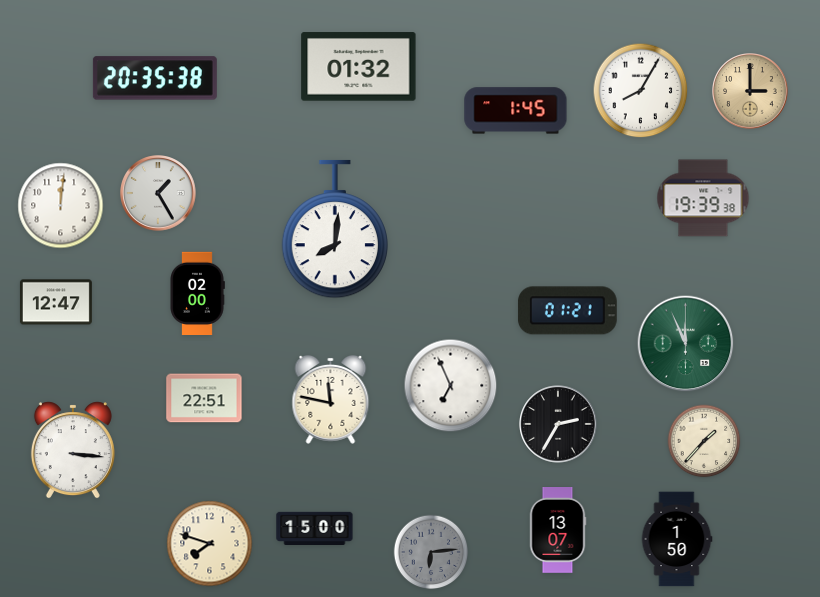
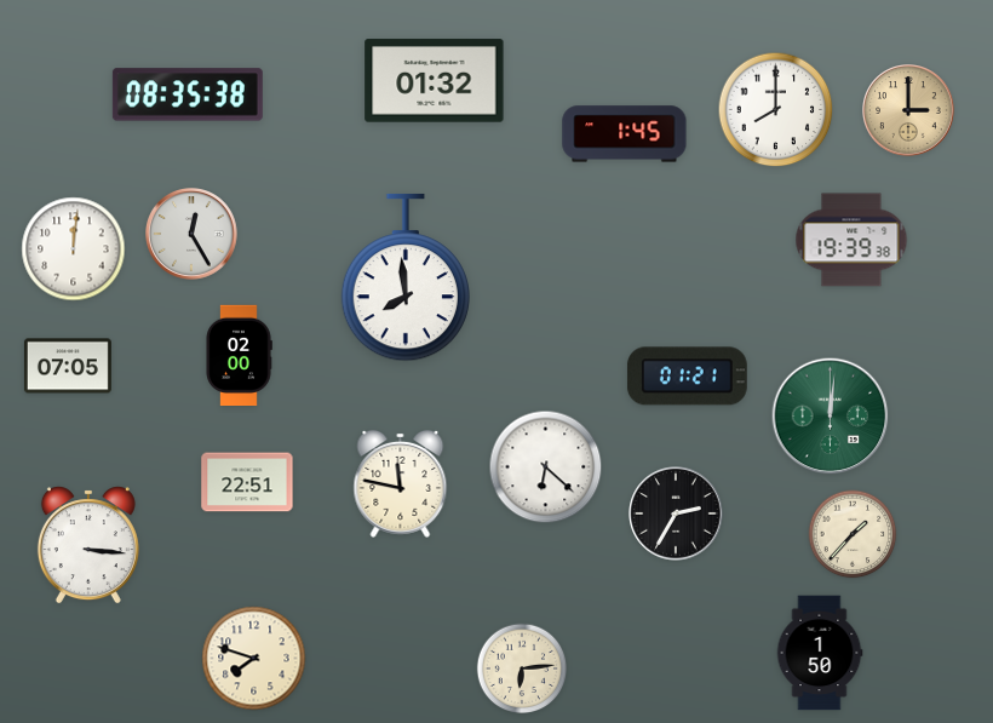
clock at (155, 78): 20:35 -> 08:35
clock at (641, 91): 8:05 -> 8:00
clock at (158, 193): 1:25 -> 12:25
clock at (334, 229): 8:01 -> 7:59
clock at (56, 302): 12:47 -> 07:05
clock at (686, 344): 11:56 -> 12:01
clock at (451, 386): 6:56 -> 6:22
clock at (315, 528): 15:00 -> none
clock at (558, 531): 13:07 -> none
clock at (431, 552) dial: grey -> cream
